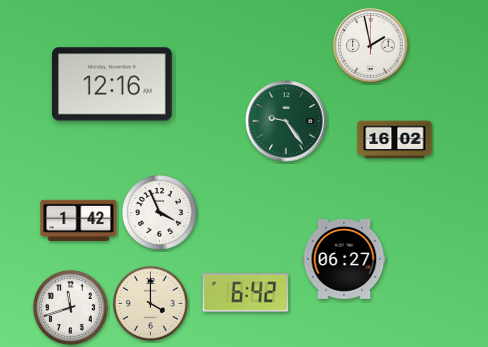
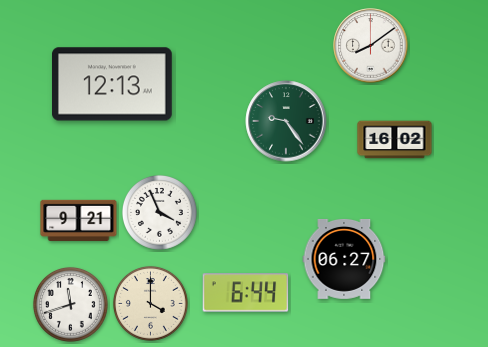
clock at (371, 46): 1:58 -> 8:09
clock at (113, 84): 12:16 -> 12:13
clock at (79, 220): 1:42 -> 9:21
clock at (246, 293): 6:42 -> 6:44
clock at (70, 307) position: (70, 307) -> (70, 304)
